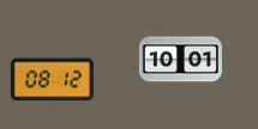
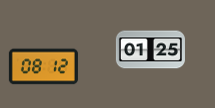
clock at (180, 60): 10:01 -> 01:25
